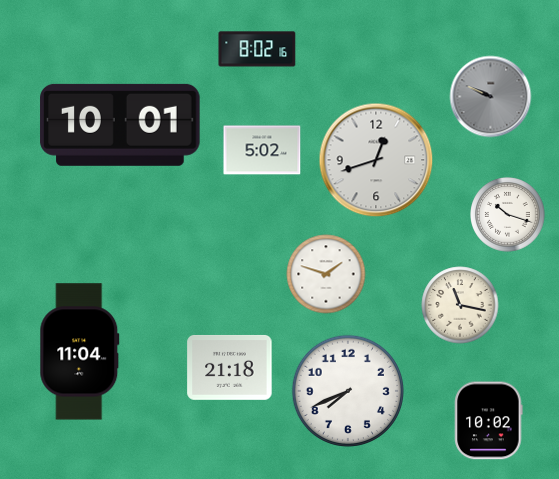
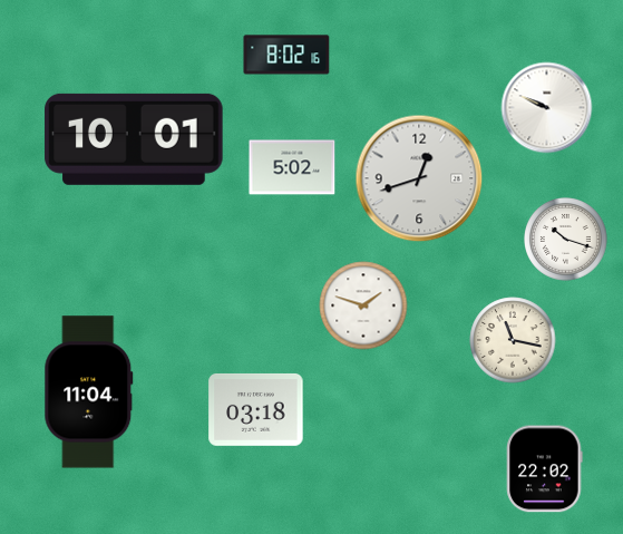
clock at (491, 97) dial: grey -> white
clock at (230, 368): 21:18 -> 03:18
clock at (347, 390): 7:41 -> none
clock at (489, 421): 10:02 -> 22:02
